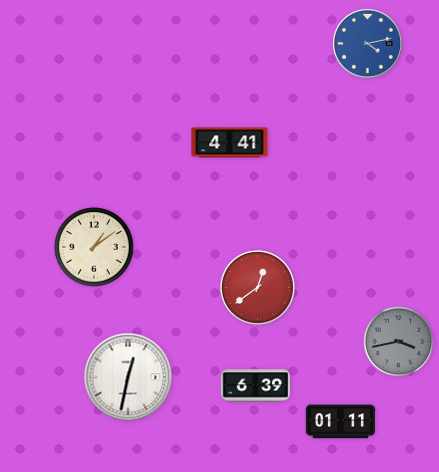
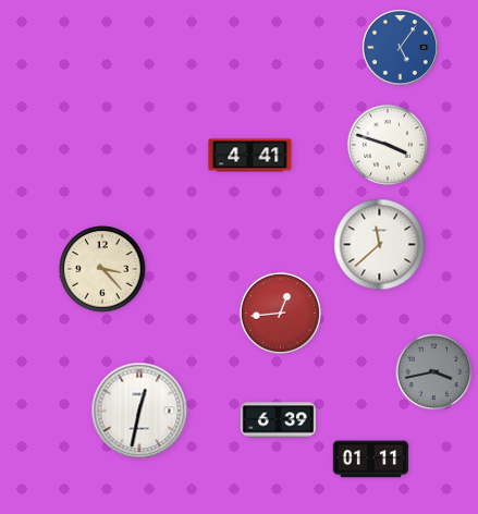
clock at (367, 43): 4:13 -> 5:06
clock at (388, 145): none -> 3:48
clock at (380, 245): none -> 11:38
clock at (94, 247): 1:09 -> 3:23
clock at (257, 287): 12:39 -> 12:44
